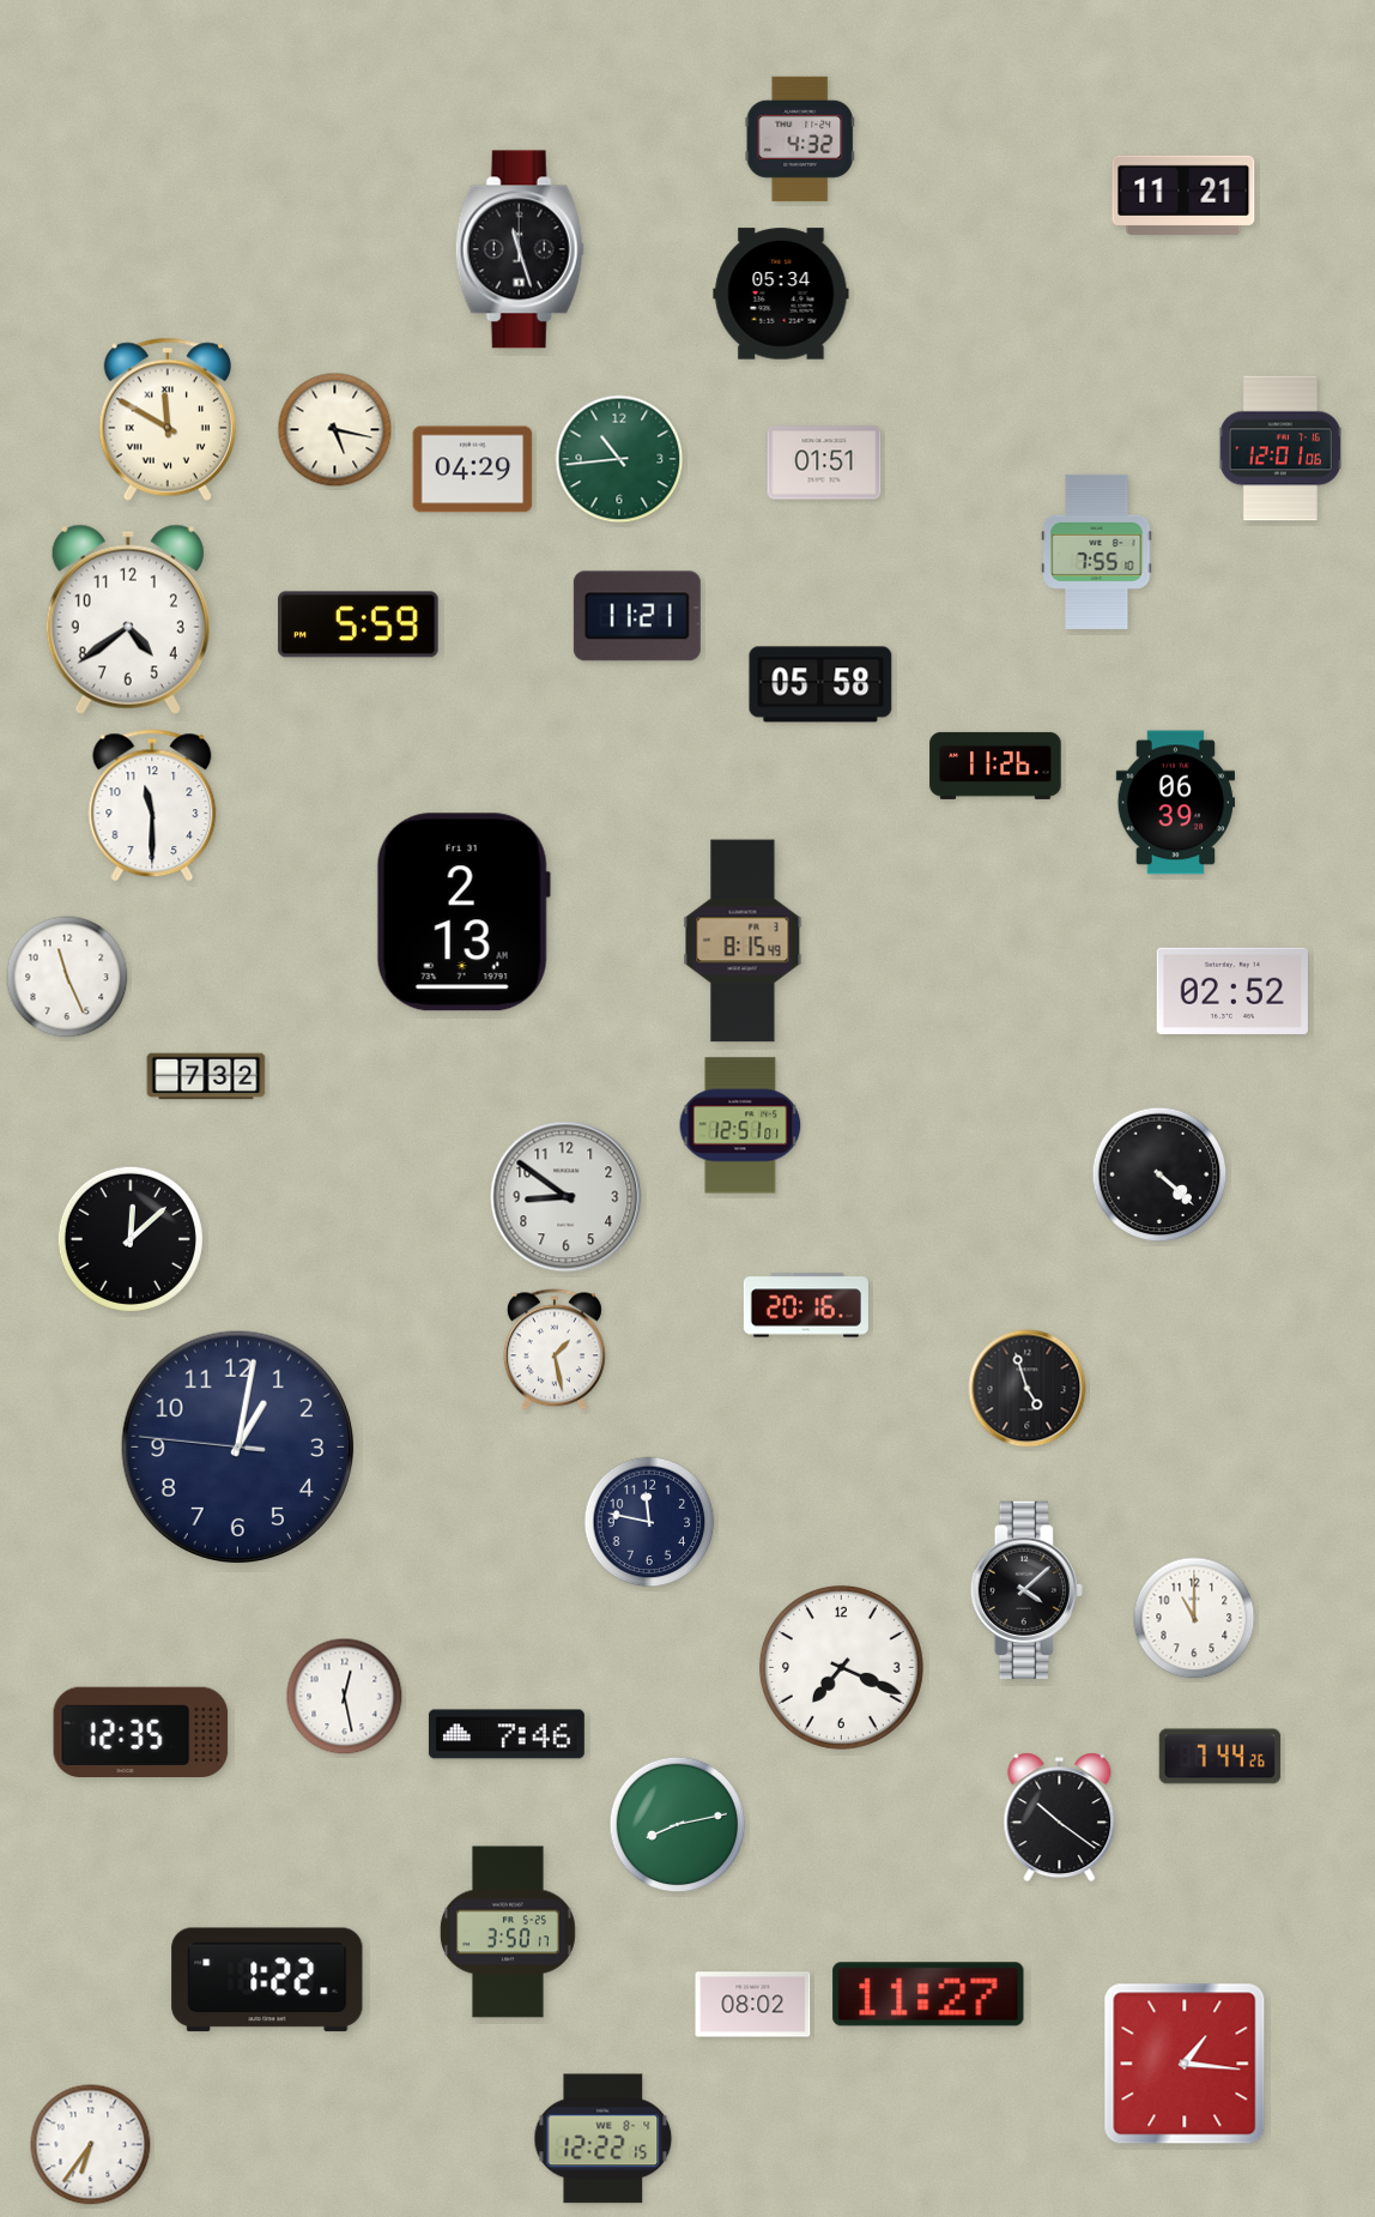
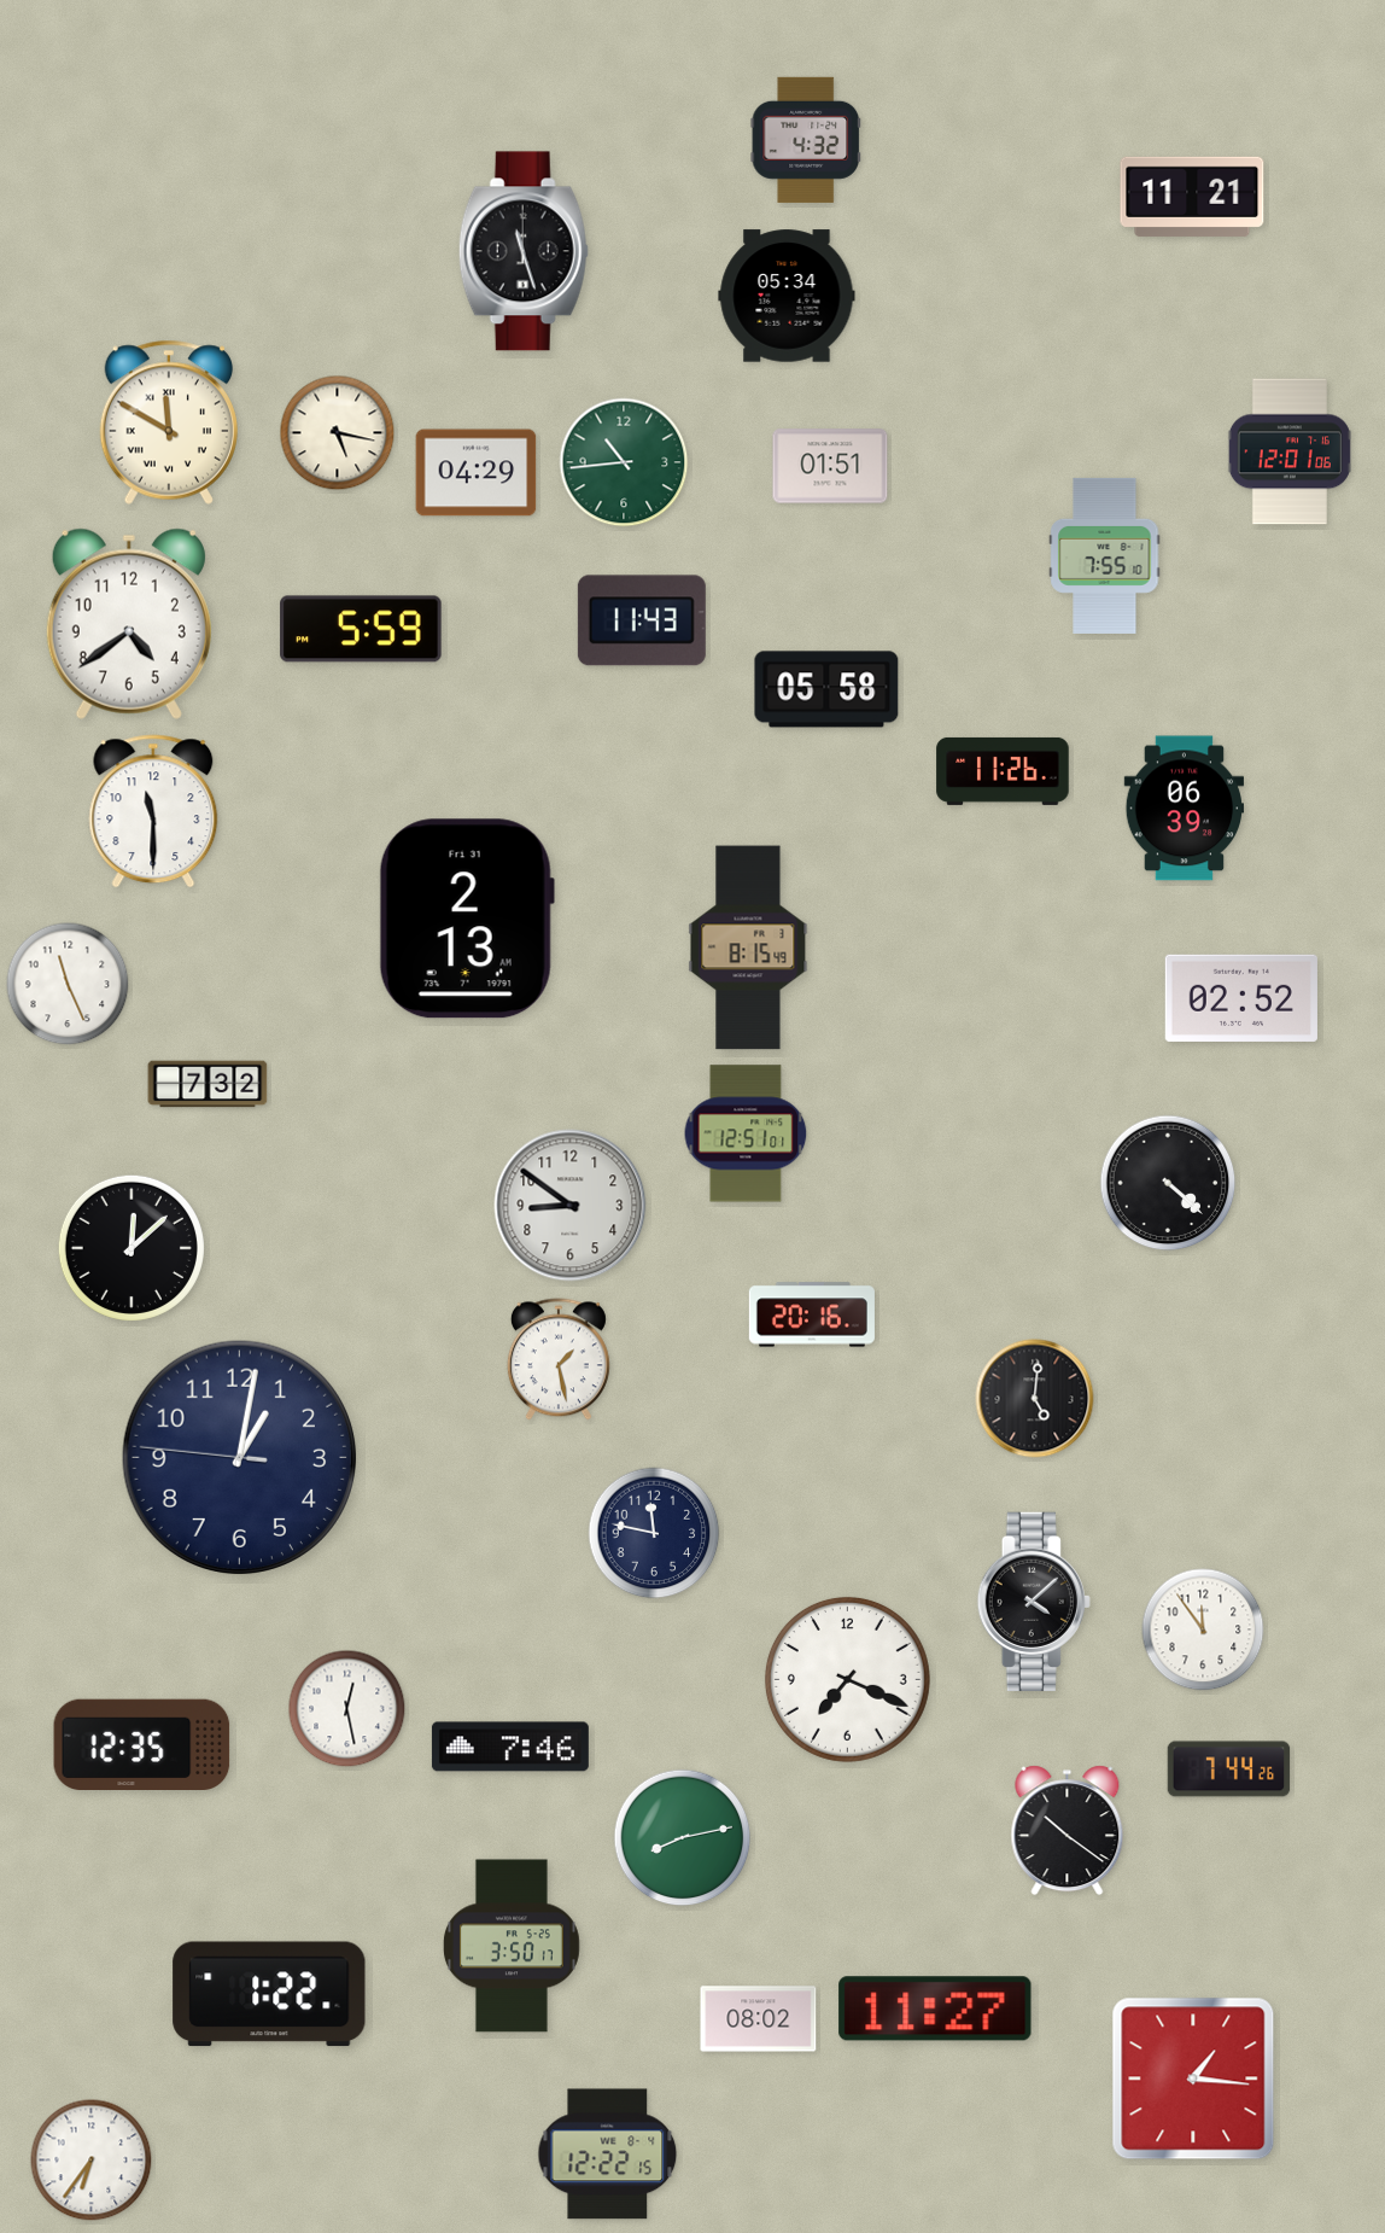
clock at (637, 616): 11:21 -> 11:43
clock at (1028, 1389): 4:57 -> 5:01
clock at (1194, 1618): 11:00 -> 11:54
